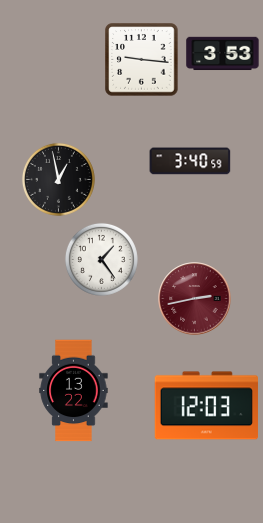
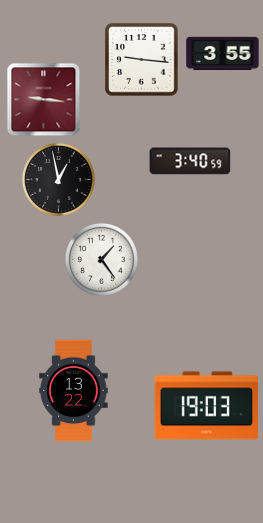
clock at (223, 54): 3:53 -> 3:55
clock at (44, 100): none -> 9:16
clock at (195, 299): 2:43 -> none
clock at (206, 406): 12:03 -> 19:03
